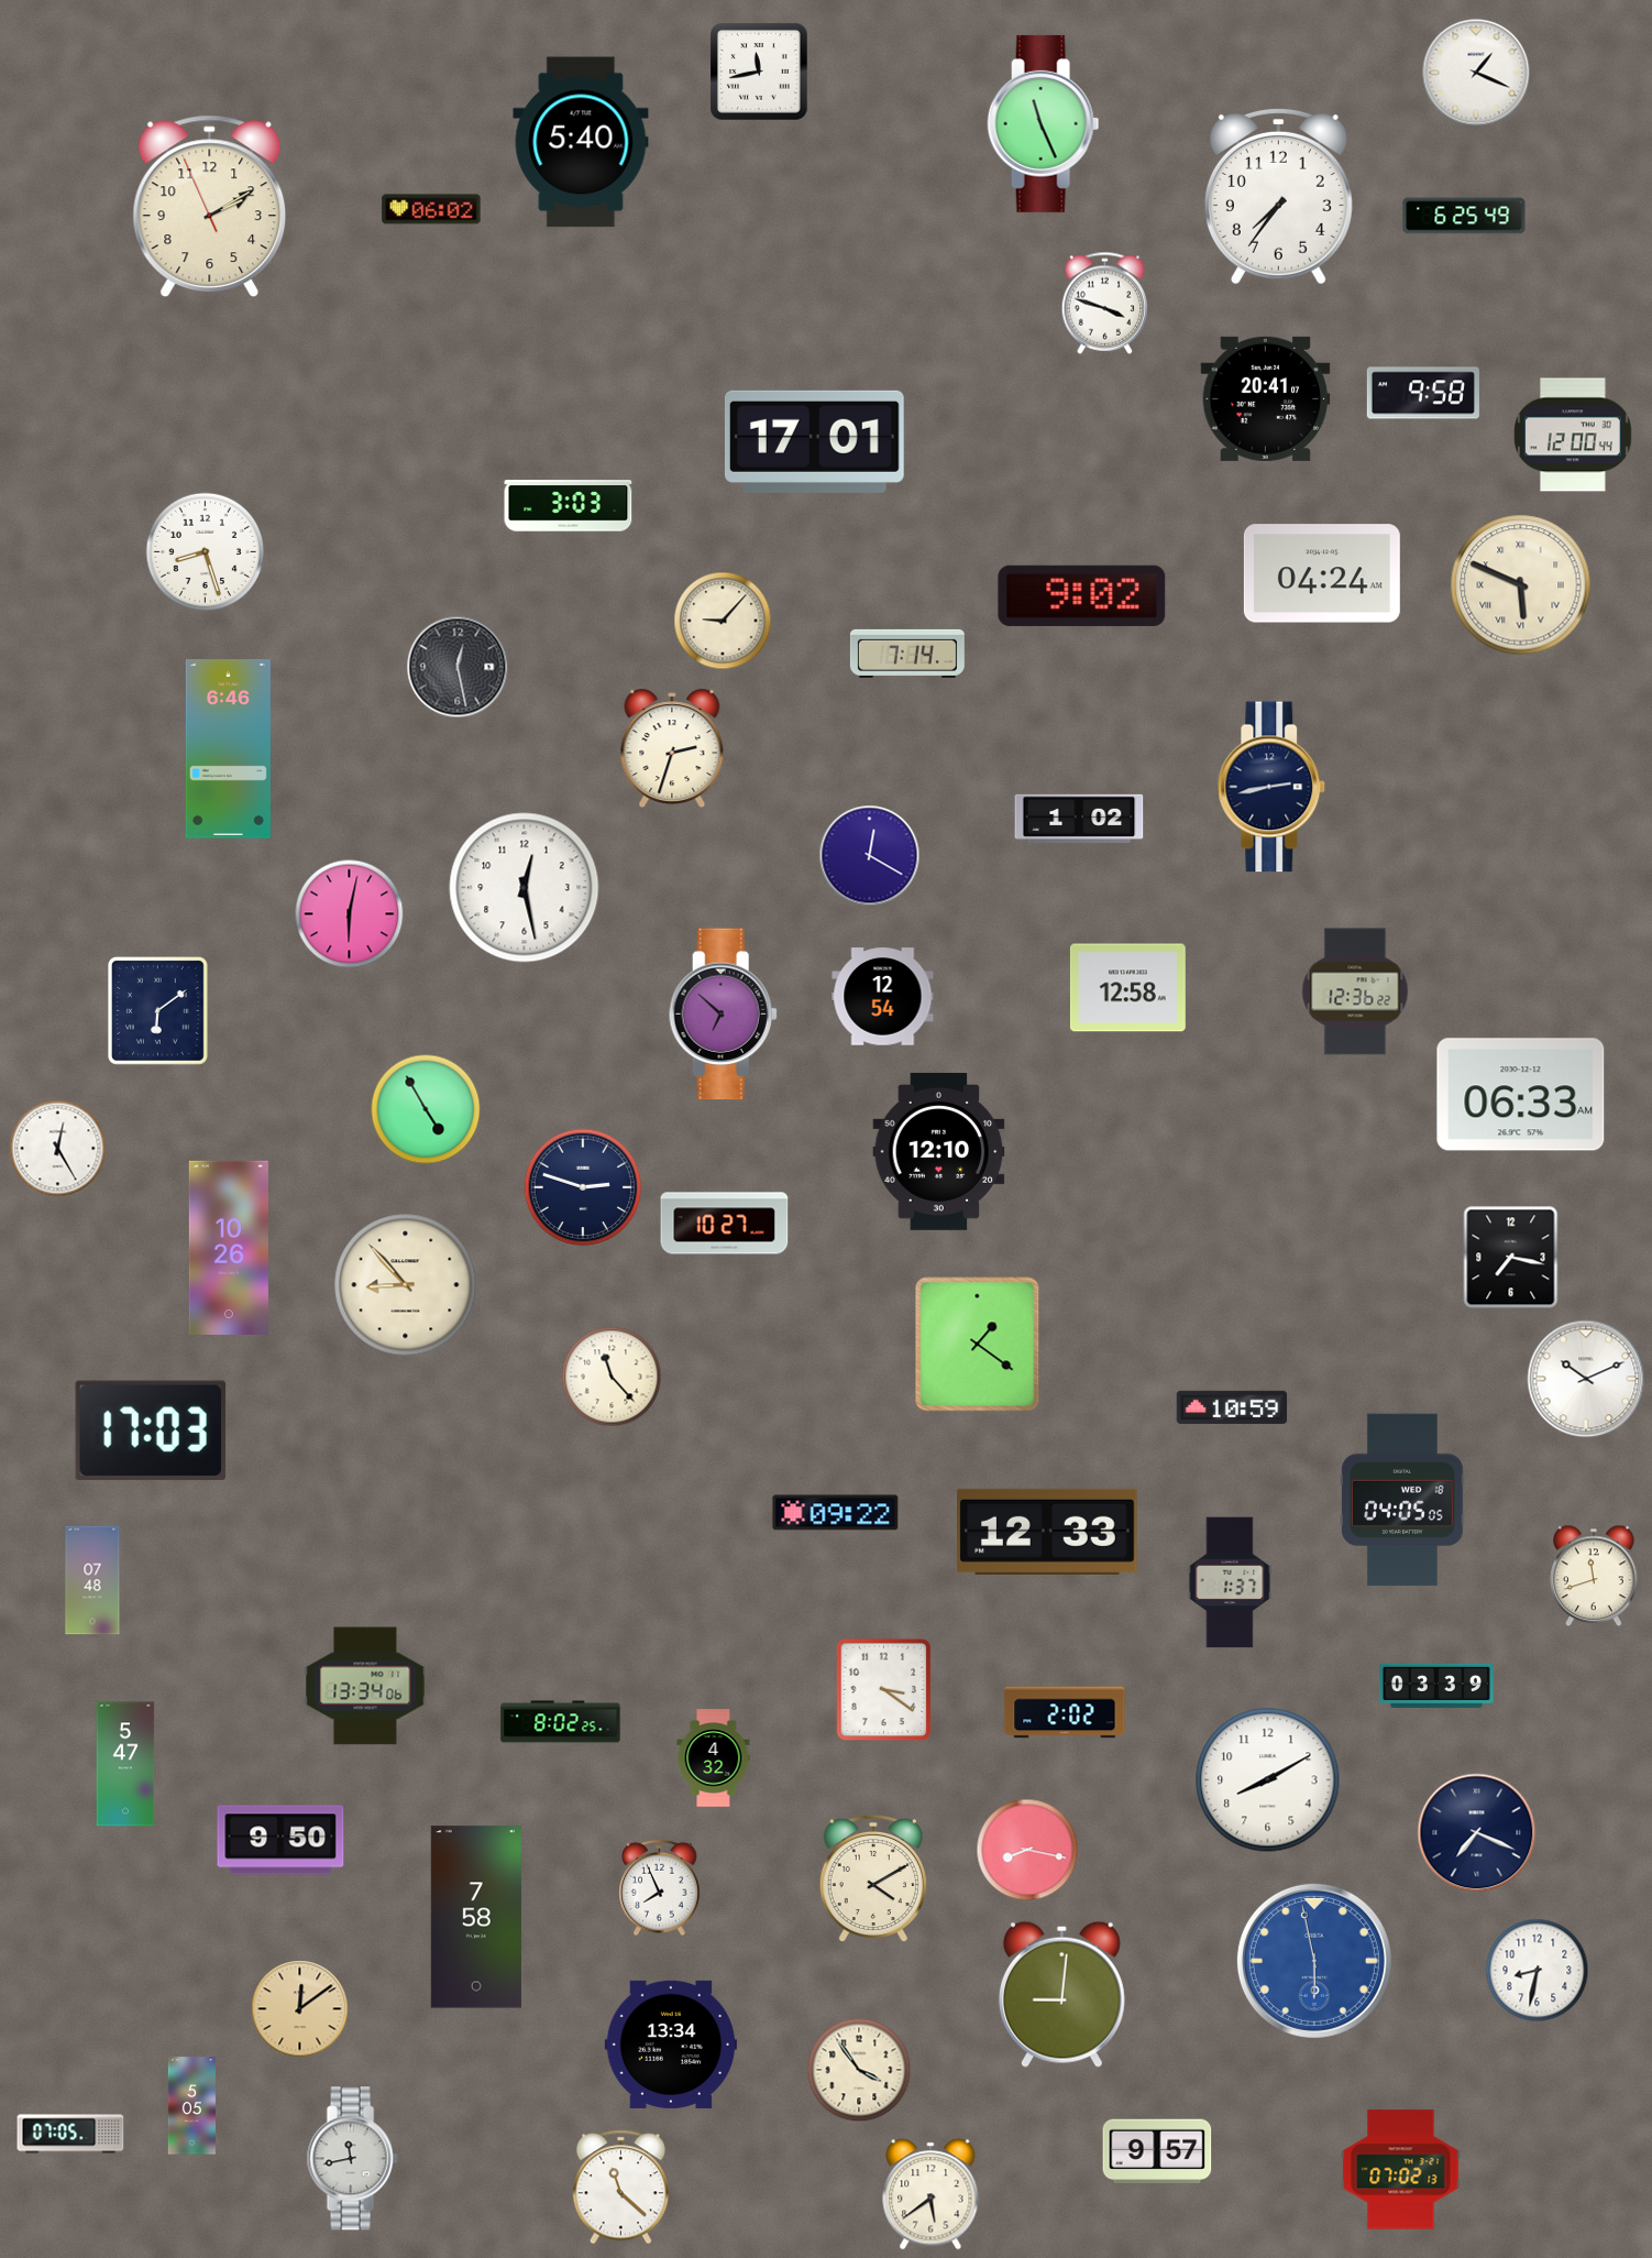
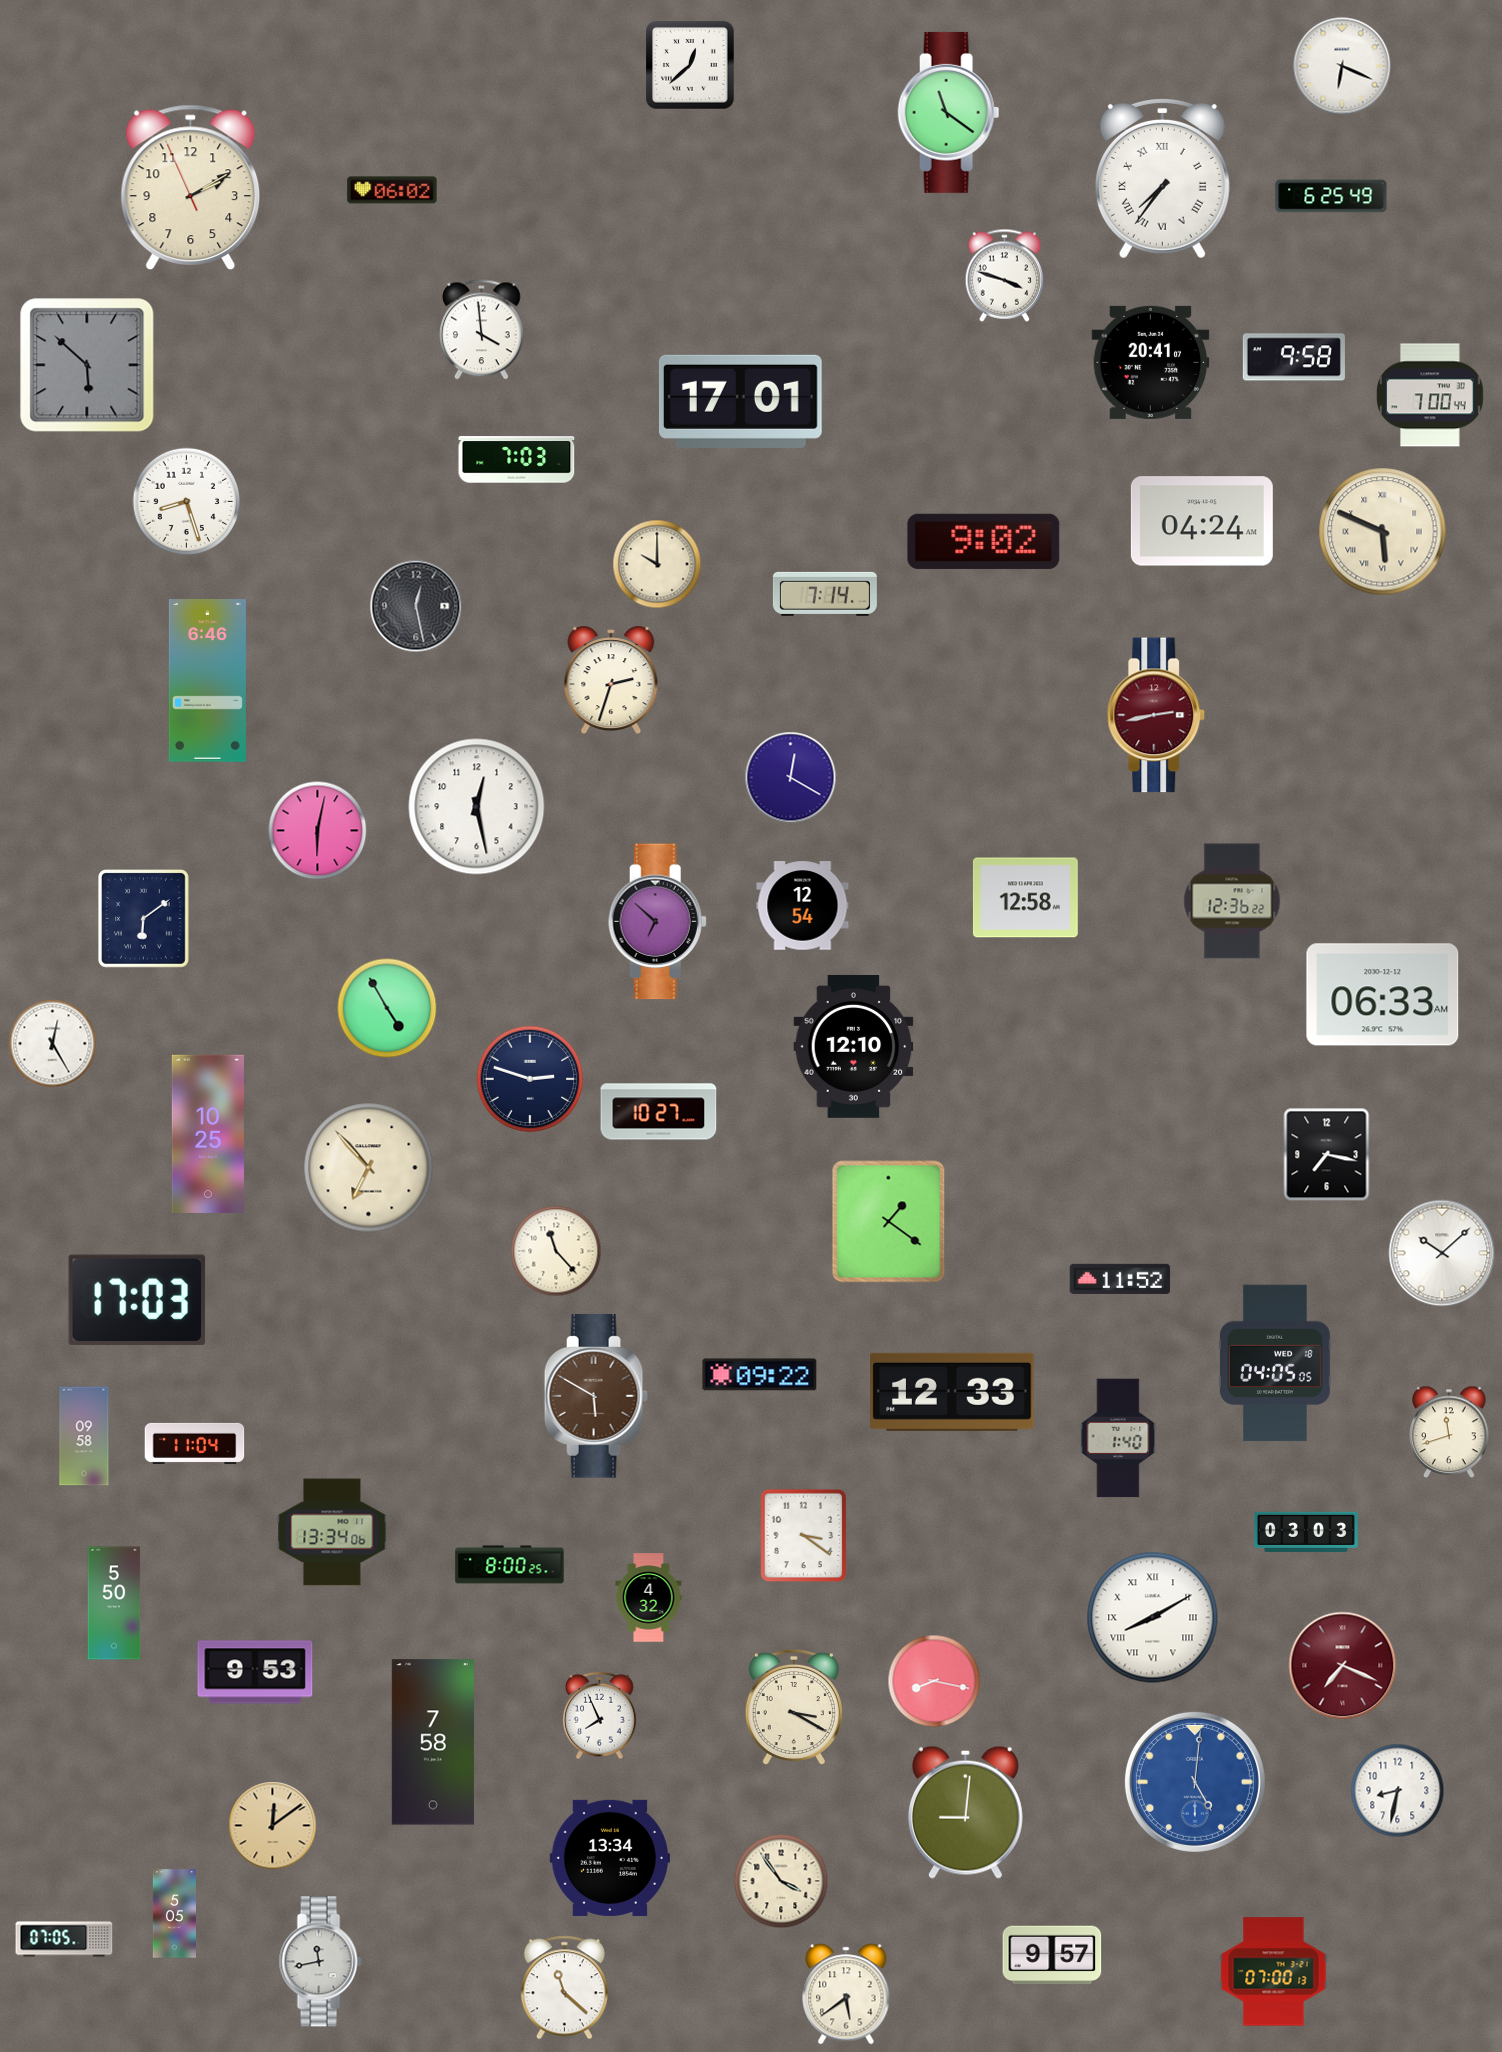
clock at (760, 73): 11:43 -> 12:38
clock at (1476, 73): 1:19 -> 6:19
clock at (1044, 123): 11:26 -> 11:21
clock at (581, 142): 5:40 -> none
clock at (1278, 197) numerals: Arabic -> Roman
clock at (482, 330): none -> 3:59
clock at (87, 365): none -> 5:52
clock at (1573, 435): 12:00 -> 7:00
clock at (569, 506): 3:03 -> 7:03
clock at (723, 621): 9:07 -> 10:00
clock at (1271, 787) dial: navy -> burgundy
clock at (1079, 819): 1:02 -> none
clock at (229, 1248): 10:26 -> 10:25
clock at (1511, 1258) position: (1511, 1258) -> (1327, 1155)
clock at (406, 1285): 8:53 -> 6:53
clock at (1586, 1379): 10:11 -> 10:08
clock at (1232, 1407): 10:59 -> 11:52
clock at (596, 1396): none -> 5:50
clock at (92, 1580): 07:48 -> 09:58
clock at (1230, 1582): 1:37 -> 1:40
clock at (195, 1443): none -> 11:04
clock at (1436, 1686): 03:39 -> 03:03
clock at (1065, 1712): 2:02 -> none
clock at (561, 1722): 8:02 -> 8:00
clock at (125, 1764): 5:47 -> 5:50
clock at (1268, 1780) numerals: Arabic -> Roman
clock at (1477, 1833) dial: navy -> burgundy
clock at (280, 1840): 9:50 -> 9:53
clock at (873, 1878): 4:10 -> 3:20
clock at (1314, 1961): 5:58 -> 5:01
clock at (1401, 2170): 07:02 -> 07:00
